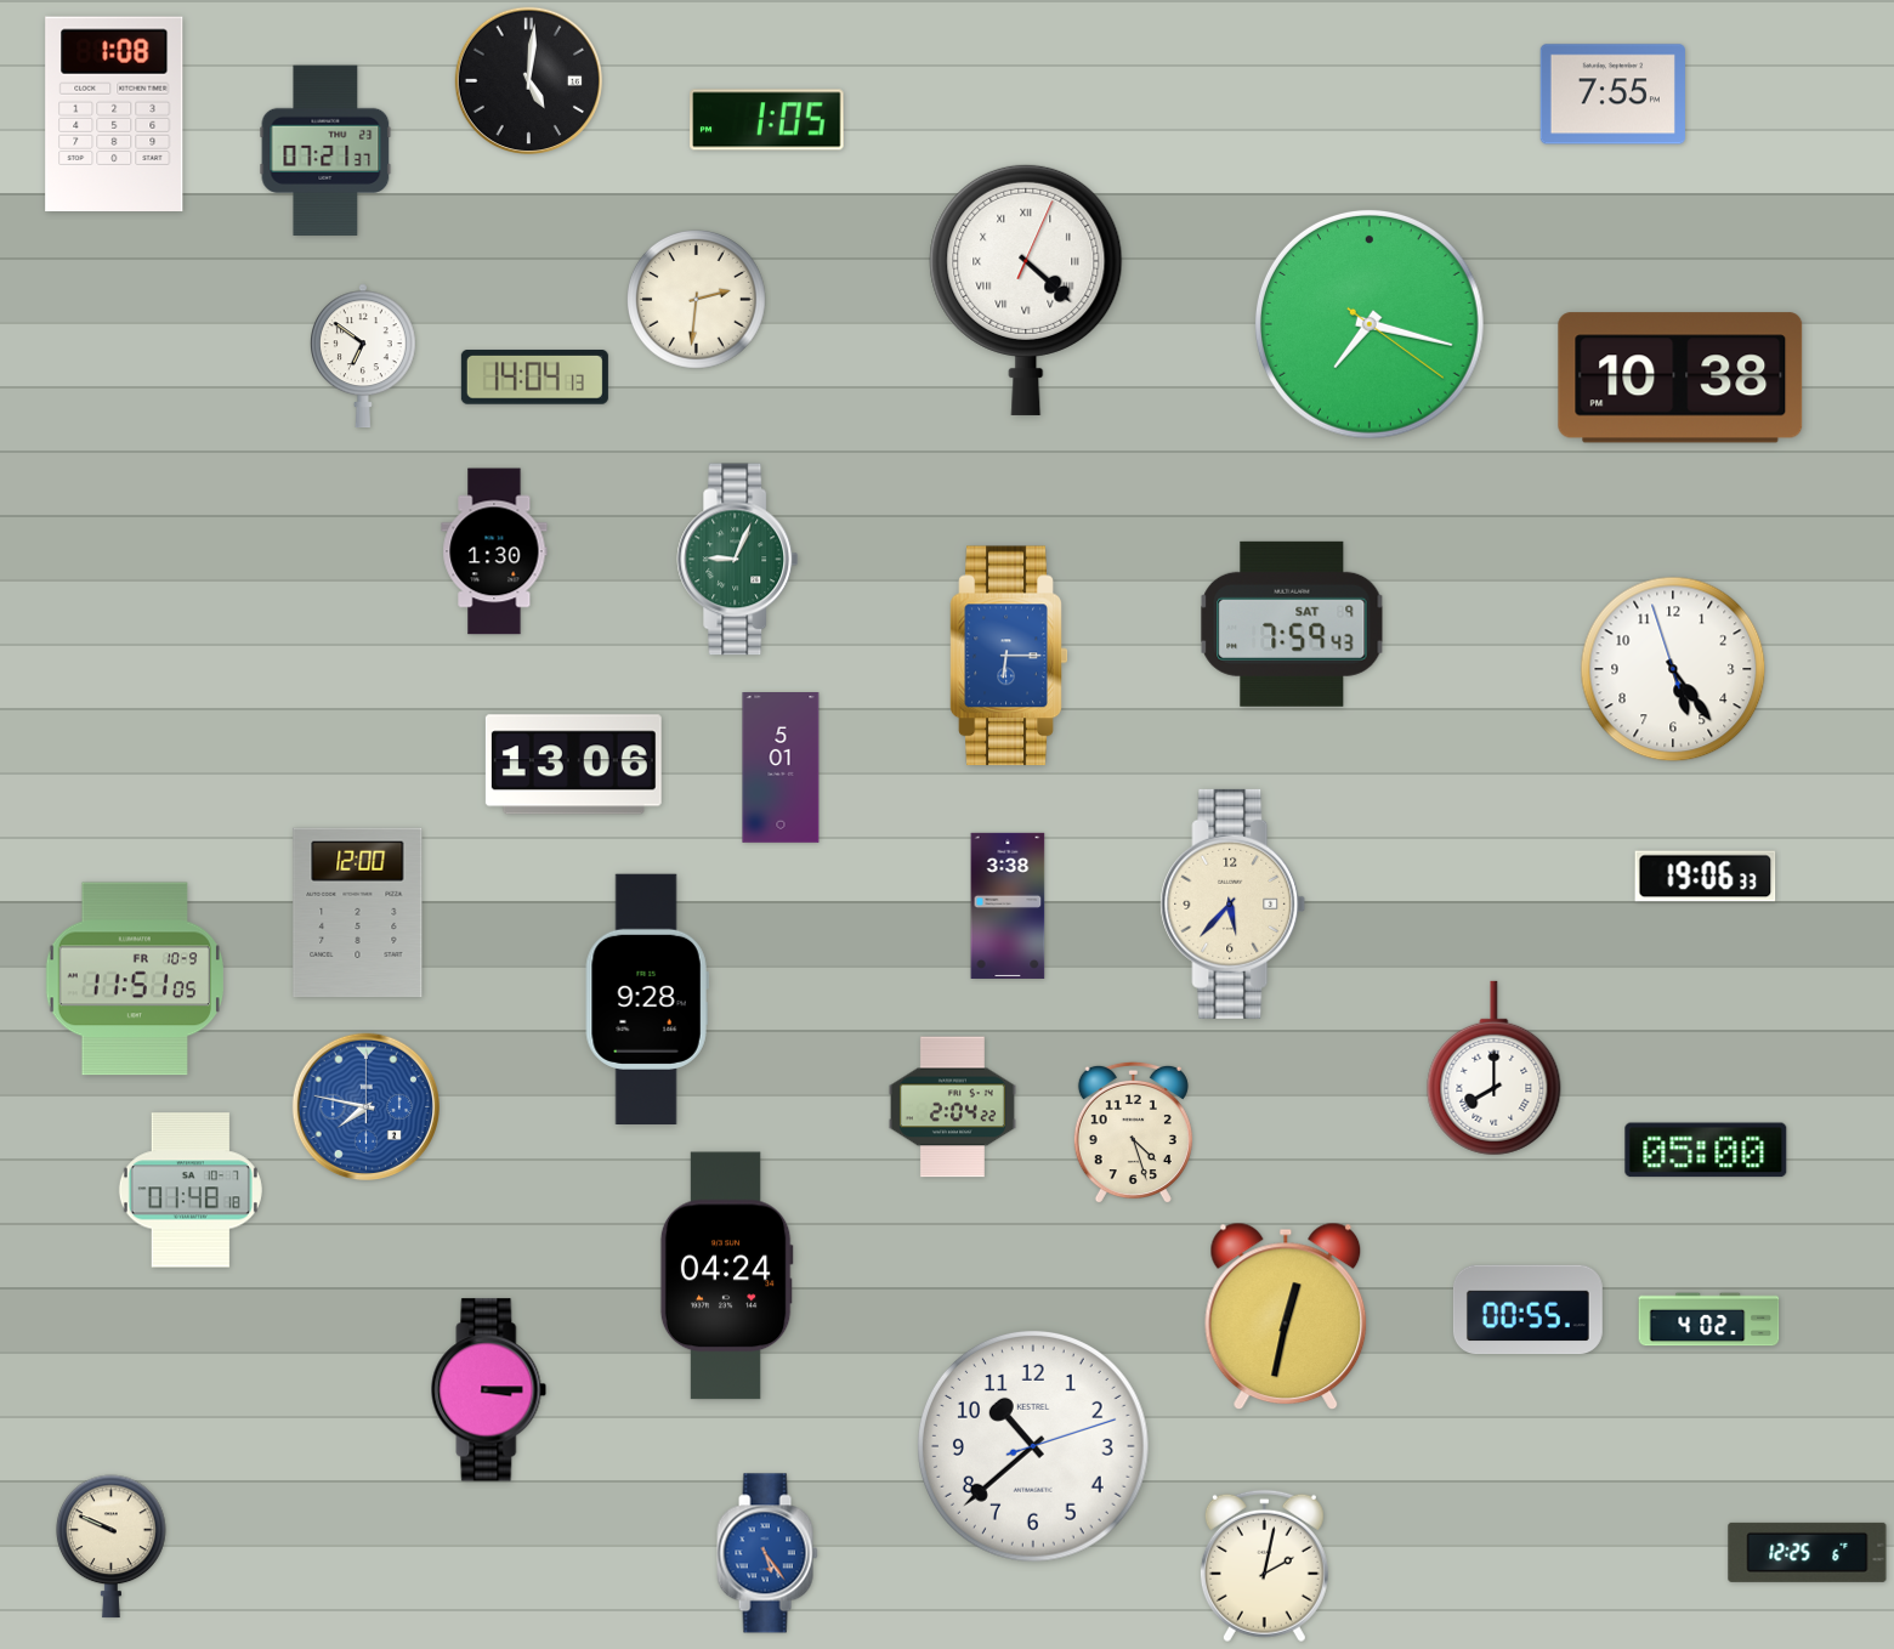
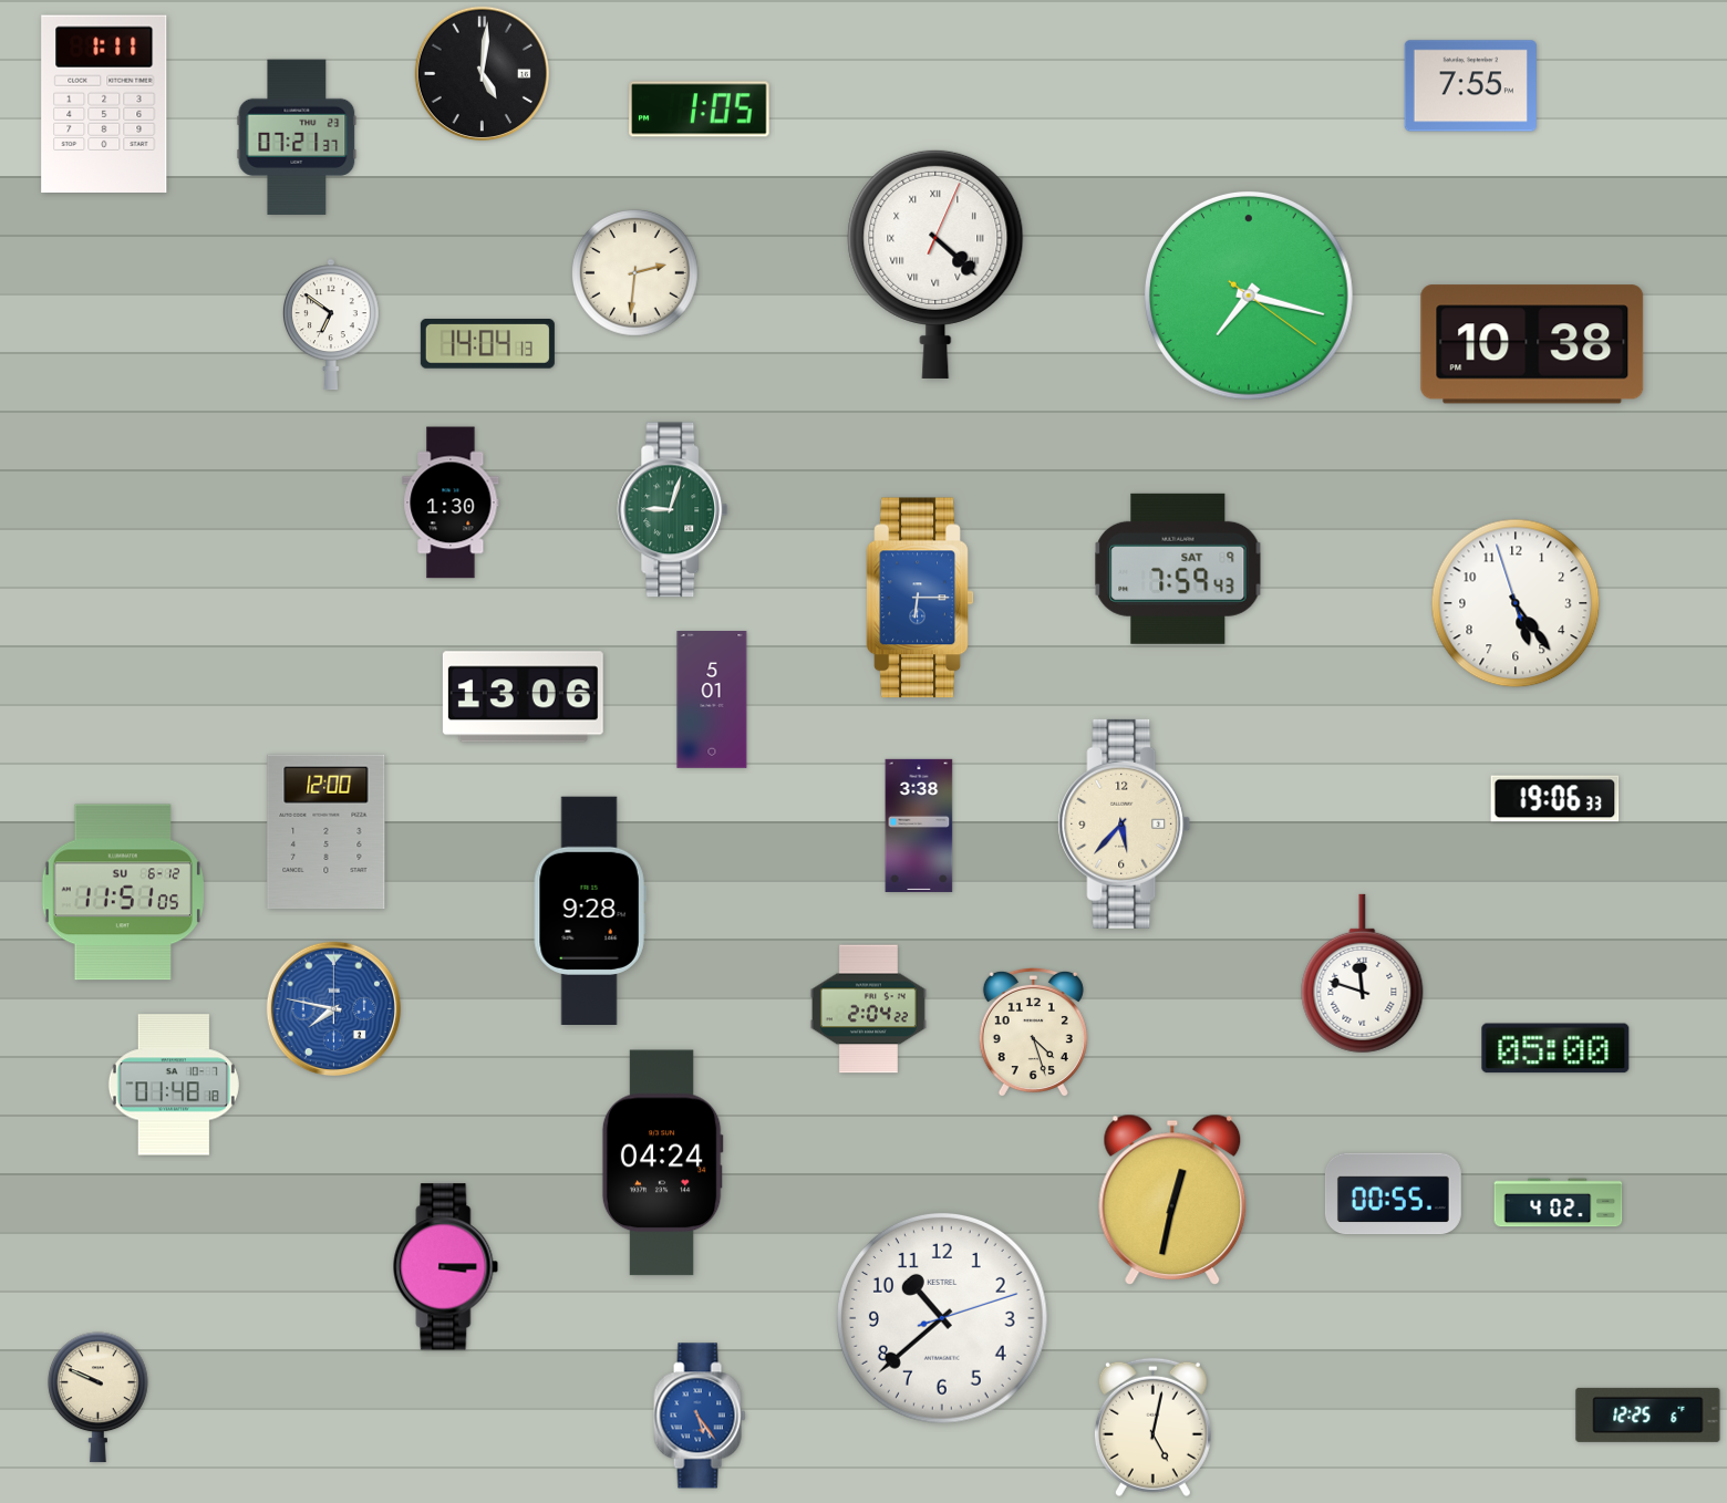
clock at (114, 113): 1:08 -> 1:11
clock at (738, 560): 9:04 -> 9:03
clock at (1673, 669) position: (1673, 669) -> (1516, 603)
clock at (134, 979) date: FR 10-9 -> SU 6-12
clock at (1495, 1069): 8:00 -> 11:48
clock at (112, 1547) position: (112, 1547) -> (99, 1398)
clock at (1264, 1566): 2:02 -> 5:02
